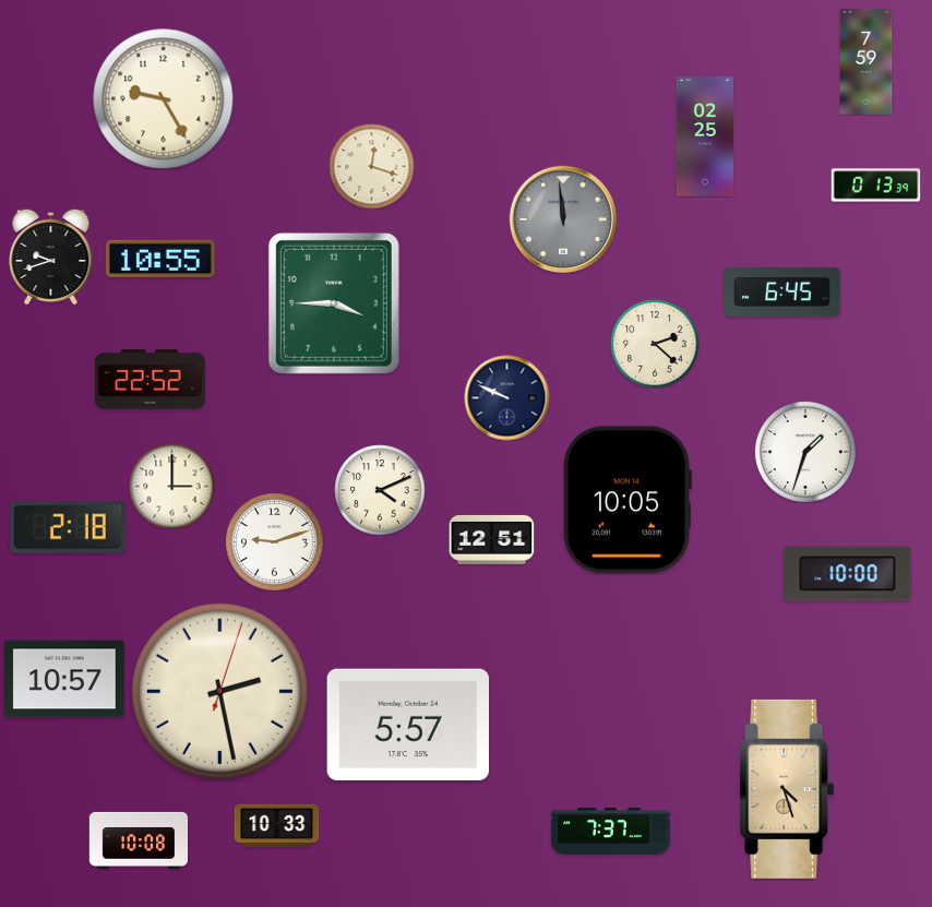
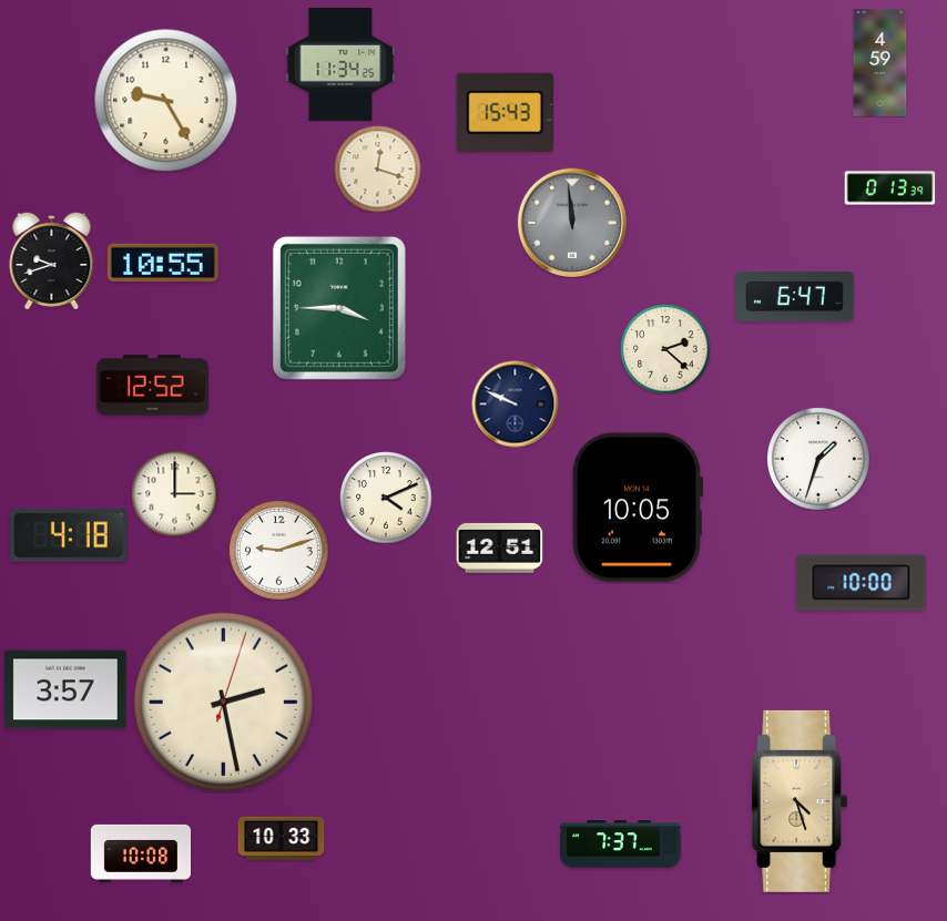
clock at (867, 61): 7:59 -> 4:59
clock at (340, 64): none -> 11:34
clock at (505, 112): none -> 15:43
clock at (704, 136): 02:25 -> none
clock at (782, 291): 6:45 -> 6:47
clock at (150, 380): 22:52 -> 12:52
clock at (69, 527): 2:18 -> 4:18
clock at (64, 679): 10:57 -> 3:57
clock at (407, 724): 5:57 -> none
